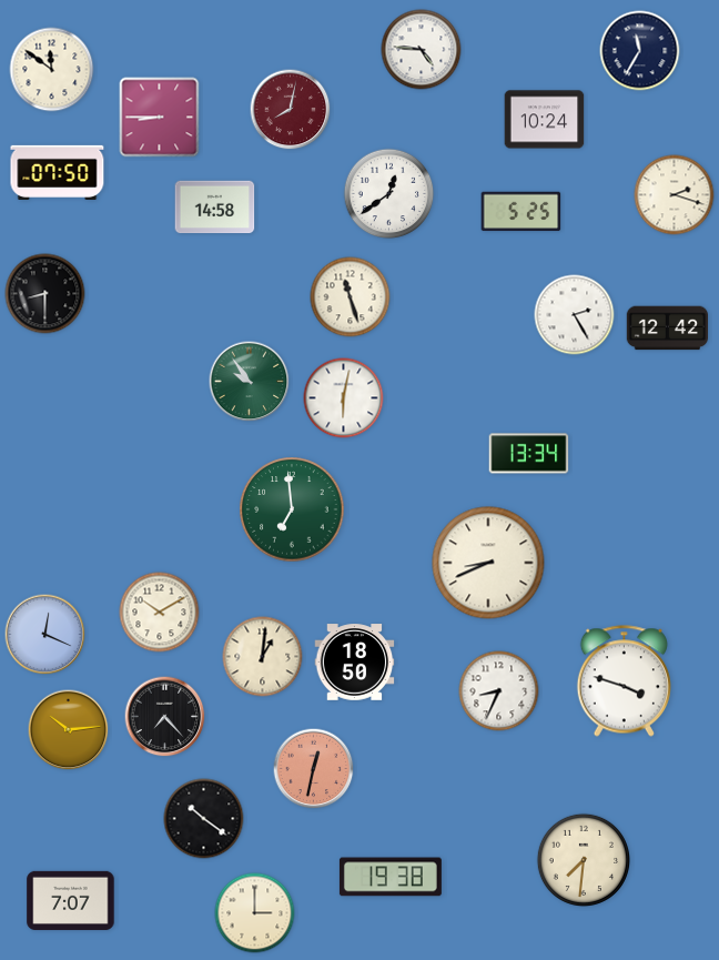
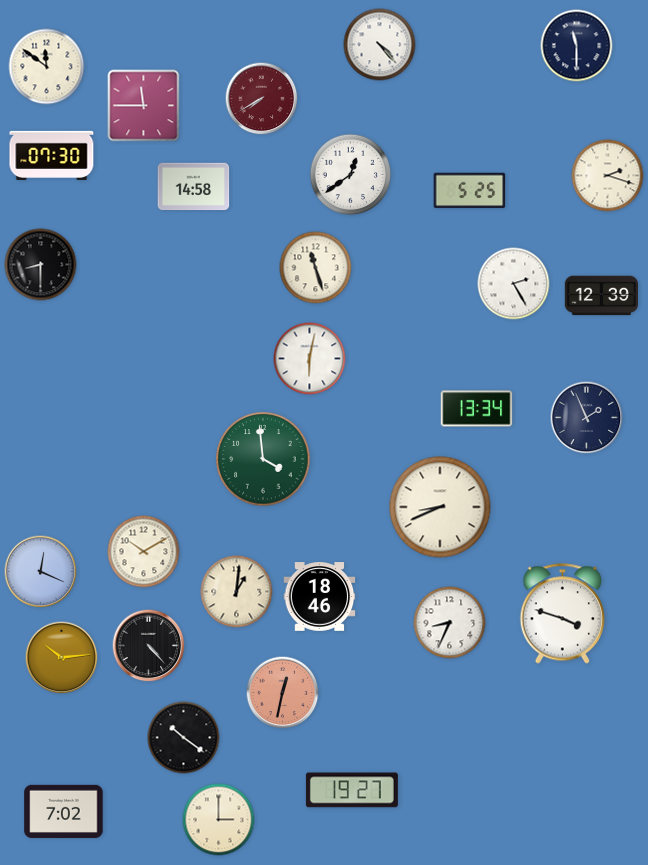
clock at (422, 50): 4:46 -> 4:23
clock at (640, 51): 11:35 -> 11:30
clock at (52, 70) position: (52, 70) -> (47, 67)
clock at (291, 110): 8:02 -> 7:40
clock at (160, 118): 8:45 -> 11:45
clock at (545, 120): 10:24 -> none
clock at (58, 172): 07:50 -> 07:30
clock at (575, 315) position: (575, 315) -> (514, 284)
clock at (667, 329): 12:42 -> 12:39
clock at (250, 382): 9:54 -> none
clock at (587, 418): none -> 1:56
clock at (292, 509): 6:59 -> 3:59
clock at (355, 663): 18:50 -> 18:46
clock at (165, 717): 7:23 -> 4:23
clock at (583, 859): 7:31 -> none
clock at (391, 877): 19:38 -> 19:27
clock at (71, 900): 7:07 -> 7:02
clock at (255, 913) position: (255, 913) -> (219, 820)
